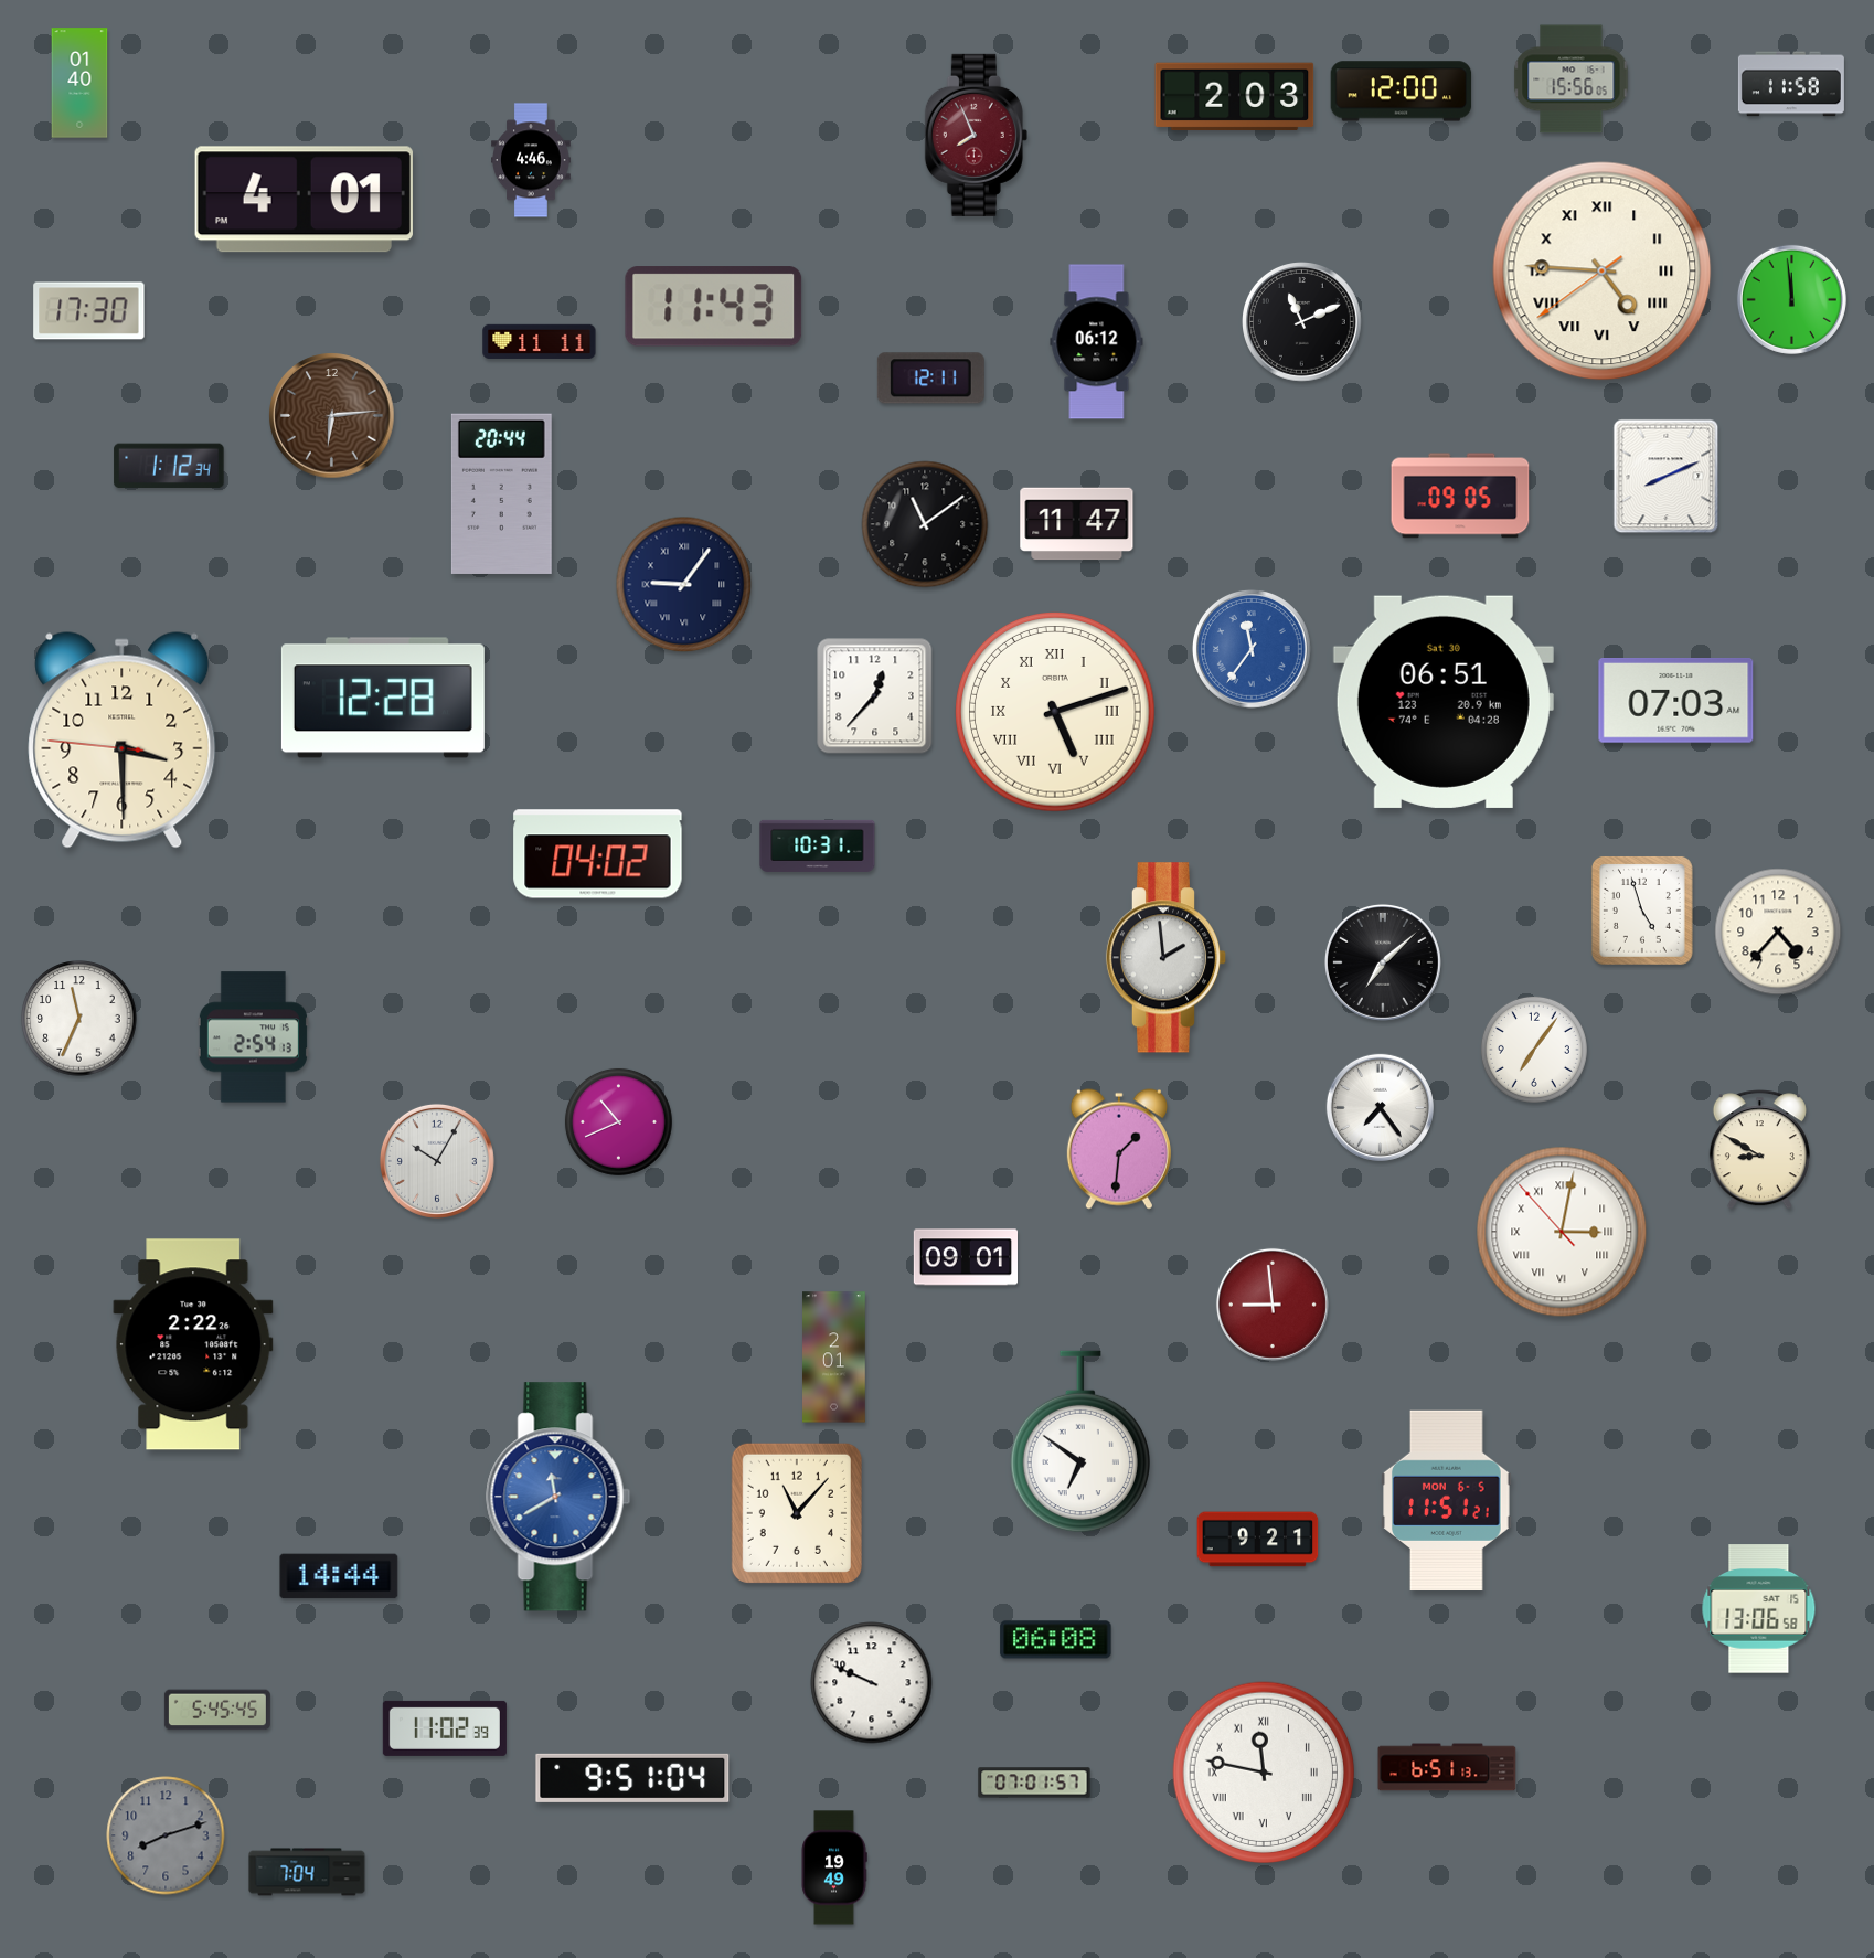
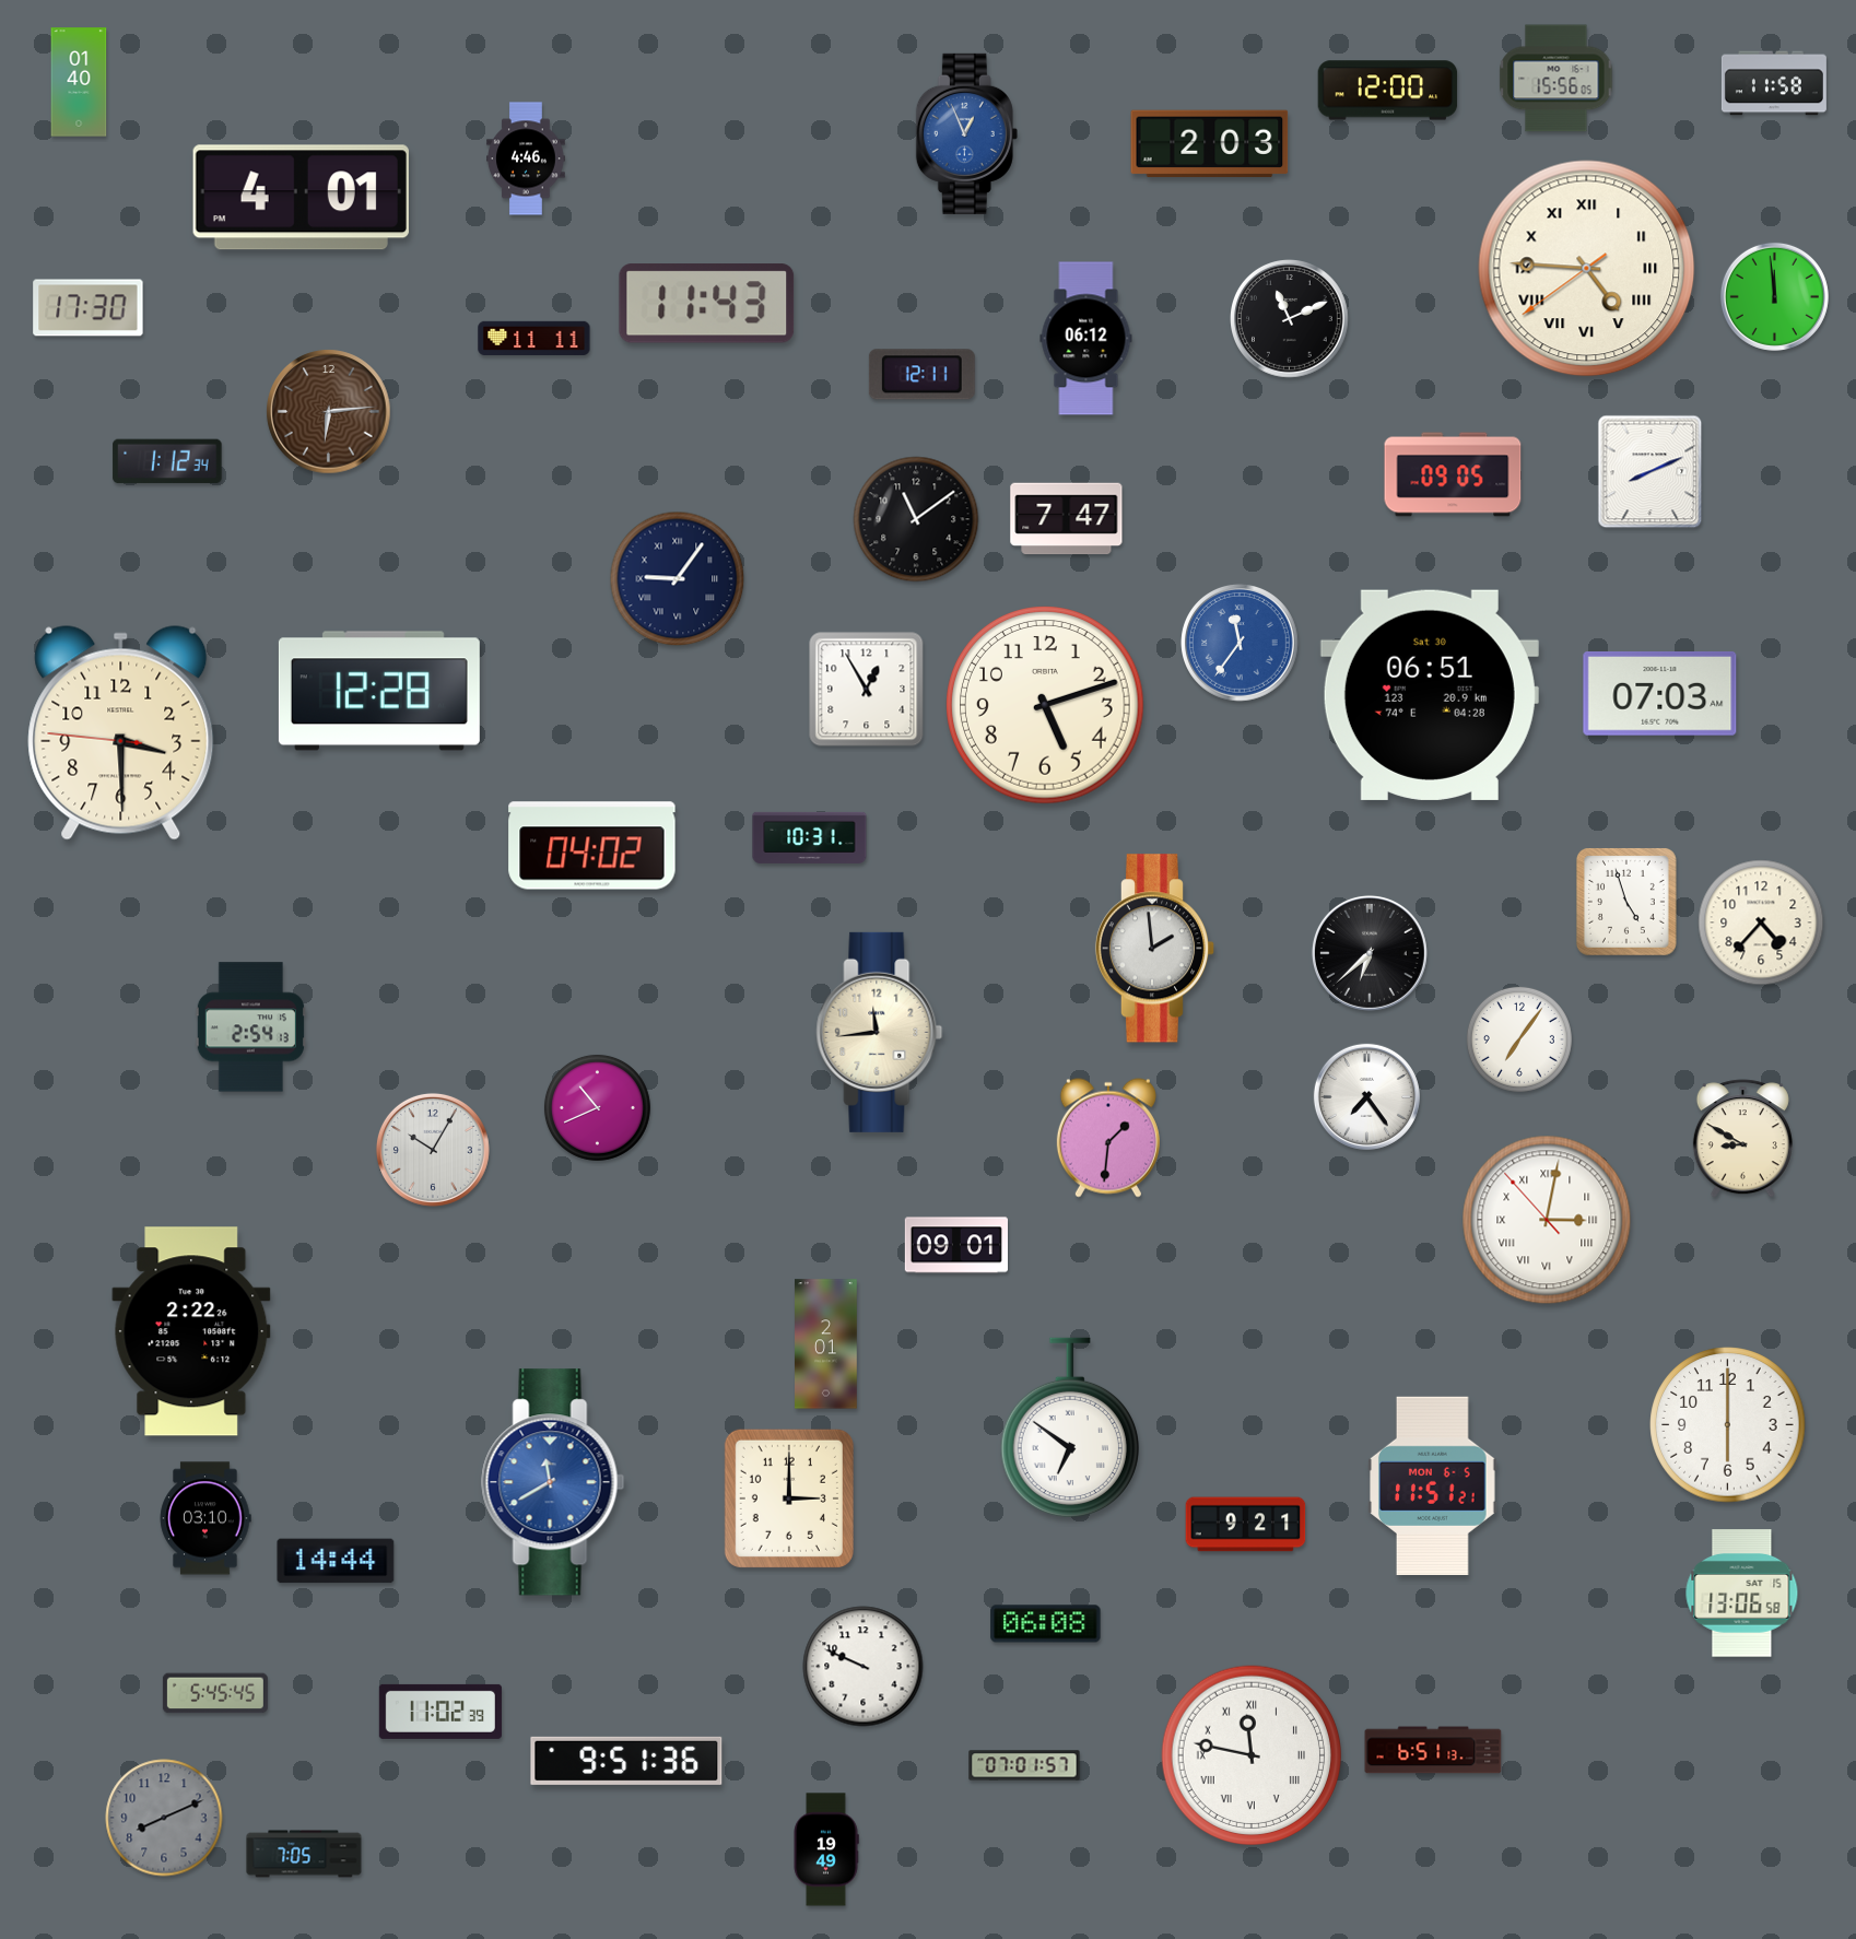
clock at (1235, 97) position: (1235, 97) -> (1210, 144)
clock at (976, 135): 7:56 -> 12:56
clock at (976, 135) dial: burgundy -> blue
clock at (501, 493): 20:44 -> none
clock at (1460, 496) position: (1460, 496) -> (1453, 474)
clock at (1077, 524): 11:47 -> 7:47
clock at (875, 696): 12:37 -> 12:55
clock at (1055, 712) numerals: Roman -> Arabic
clock at (1383, 962): 7:08 -> 6:38
clock at (79, 1019): 11:34 -> none
clock at (880, 1032): none -> 11:44
clock at (618, 1121) position: (618, 1121) -> (597, 1107)
clock at (1273, 1305): 8:59 -> none
clock at (1728, 1425): none -> 6:00
clock at (797, 1513): 11:07 -> 3:00
clock at (205, 1518): none -> 03:10
clock at (632, 1778): 9:51:04 -> 9:51:36
clock at (166, 1835): 8:12 -> 8:11
clock at (307, 1872): 7:04 -> 7:05
